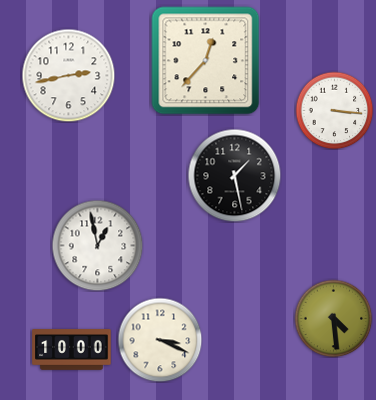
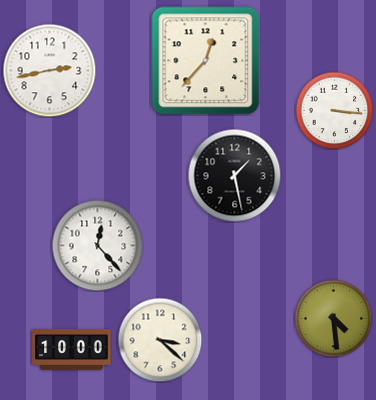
clock at (68, 75) position: (68, 75) -> (49, 70)
clock at (97, 245): 12:58 -> 12:23
clock at (160, 340): 3:19 -> 3:22
